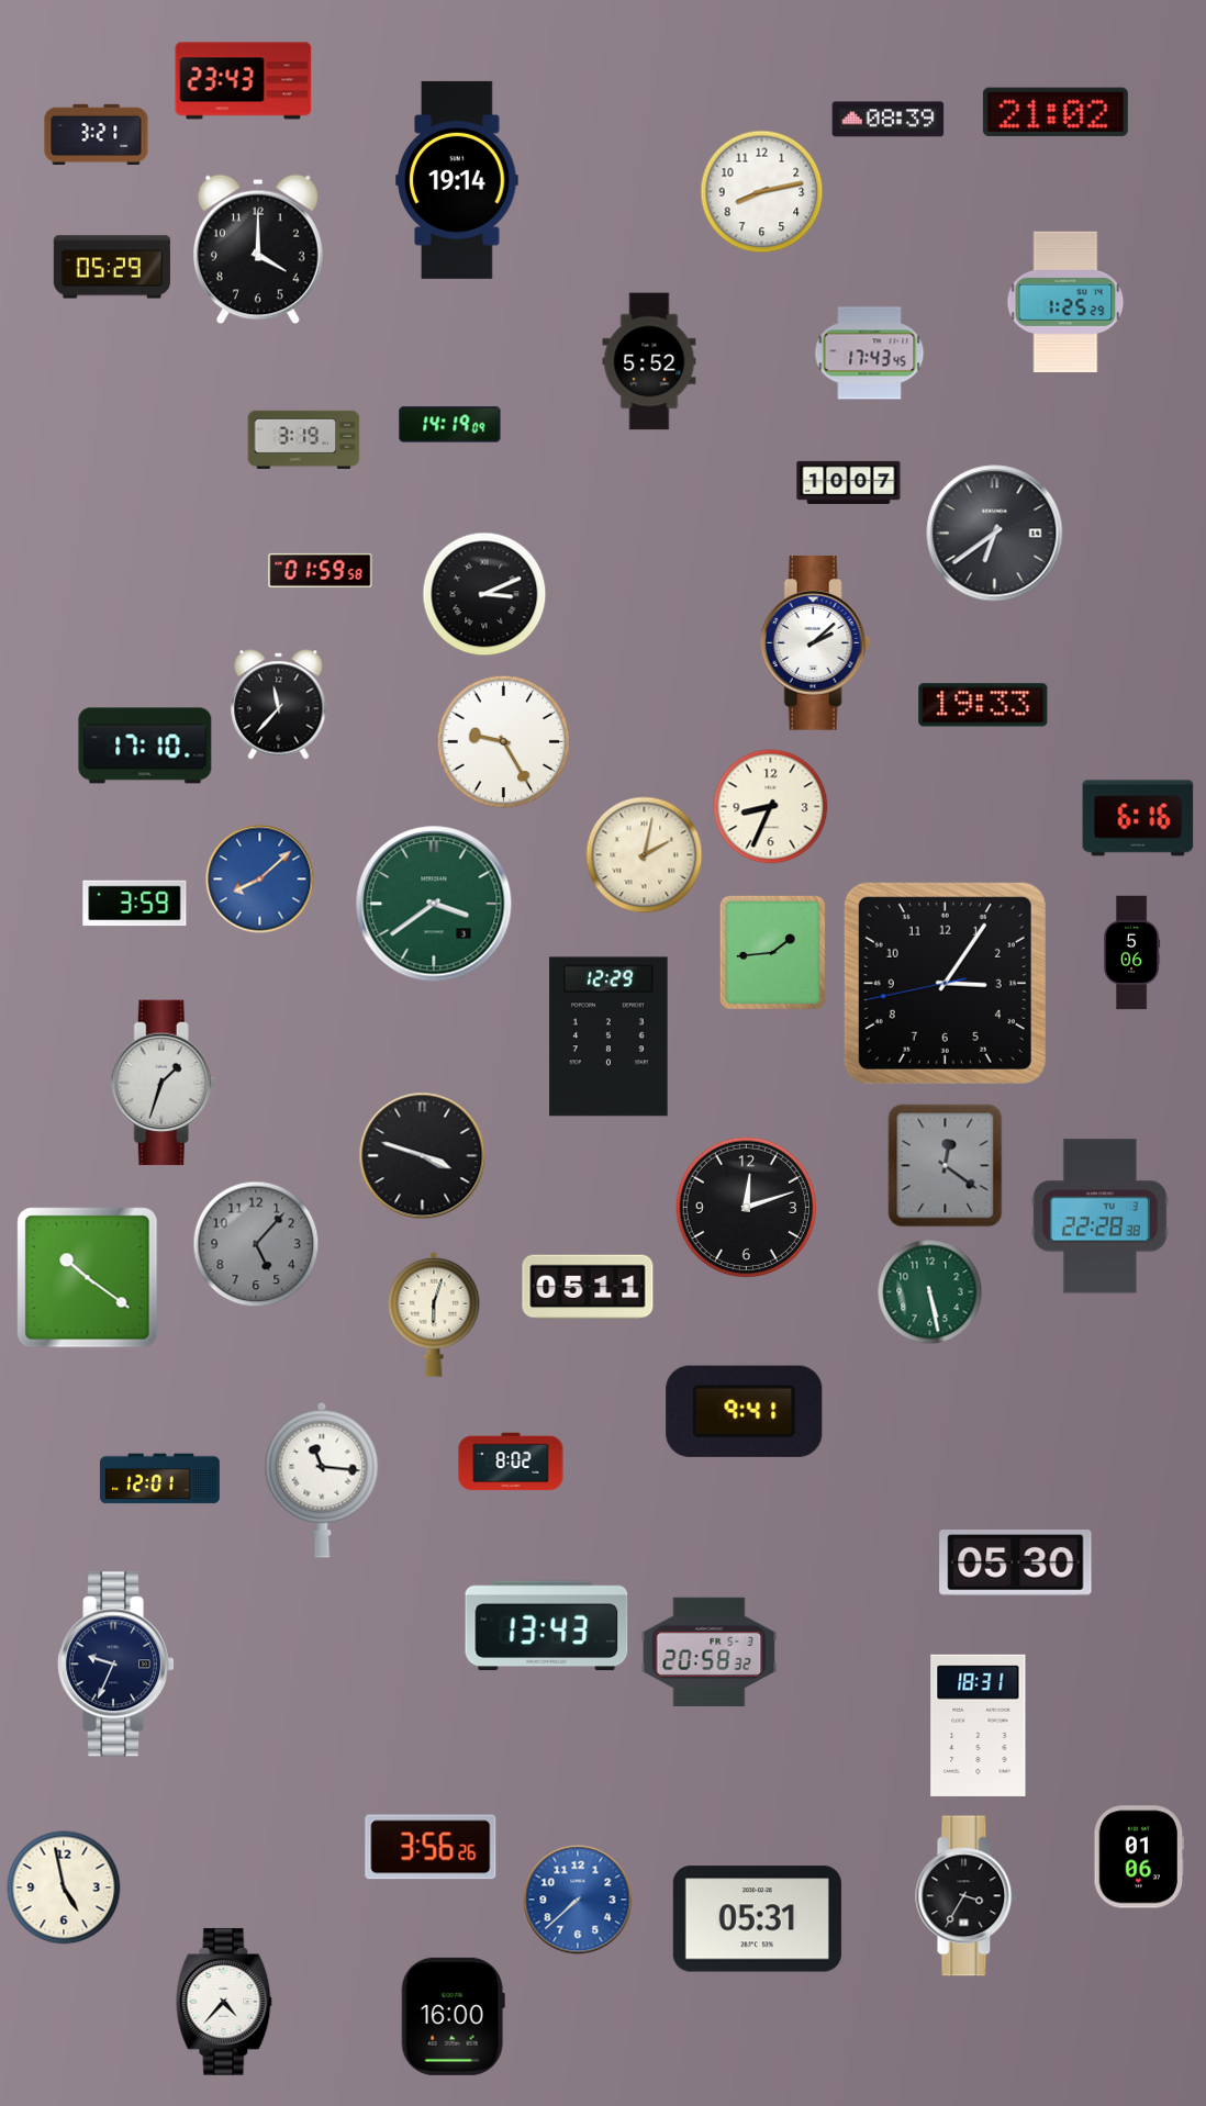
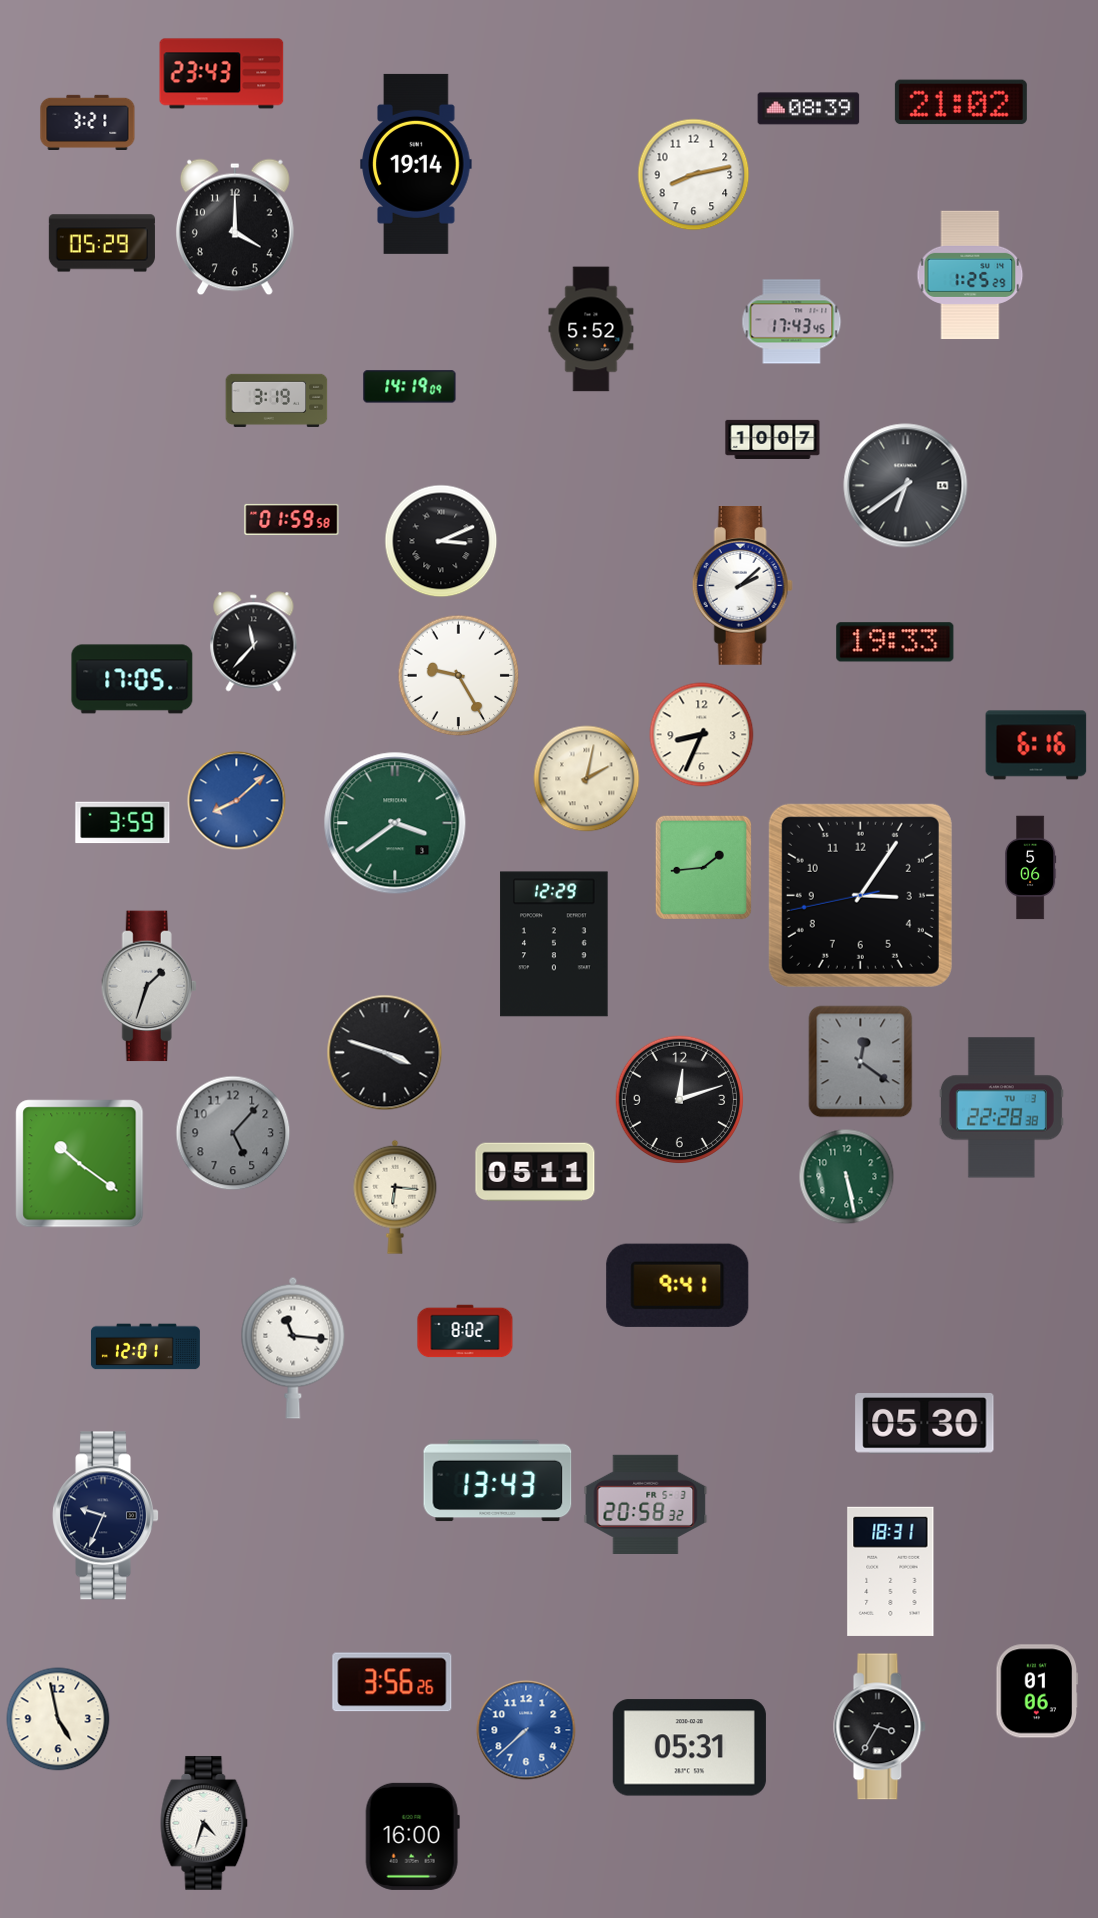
clock at (145, 746): 17:10 -> 17:05
clock at (434, 1314): 6:03 -> 6:16
clock at (224, 2002): 4:37 -> 4:33
